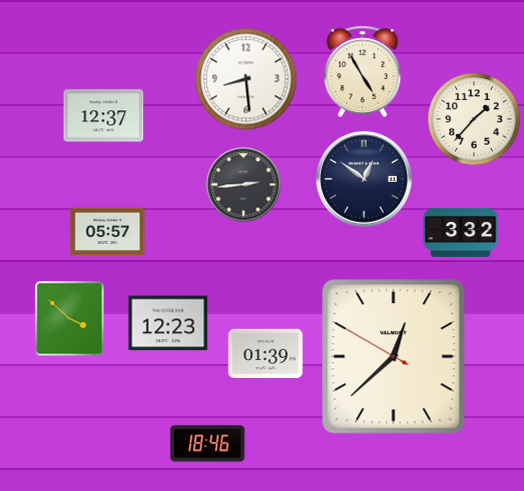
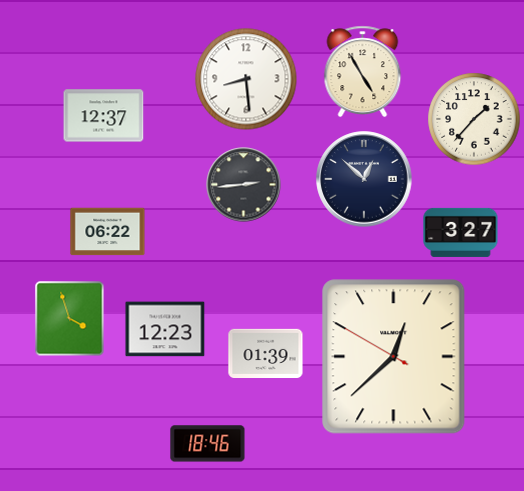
clock at (364, 179): 12:51 -> 12:52
clock at (108, 232): 05:57 -> 06:22
clock at (461, 232): 3:32 -> 3:27
clock at (70, 319): 3:52 -> 3:57
clock at (168, 323) position: (168, 323) -> (165, 329)
